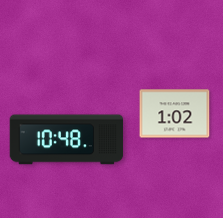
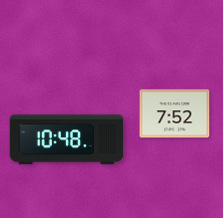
clock at (175, 114): 1:02 -> 7:52
